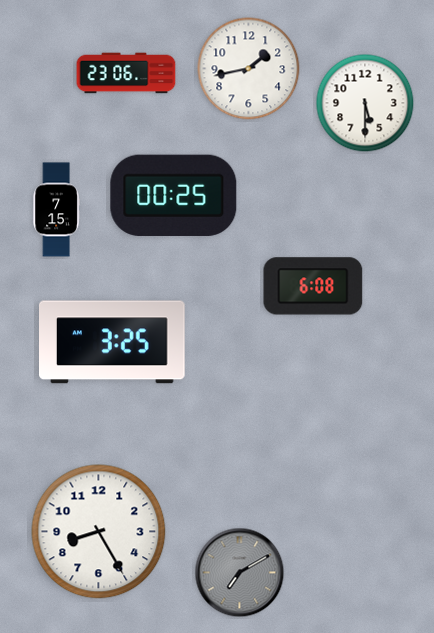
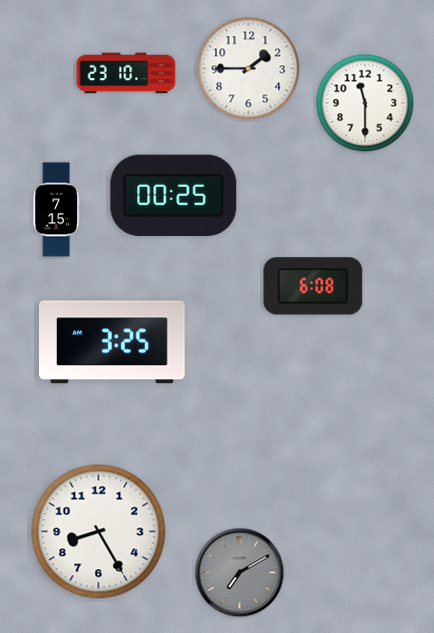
clock at (249, 69): 1:43 -> 1:45
clock at (126, 73): 23:06 -> 23:10
clock at (365, 103): 5:30 -> 11:30
